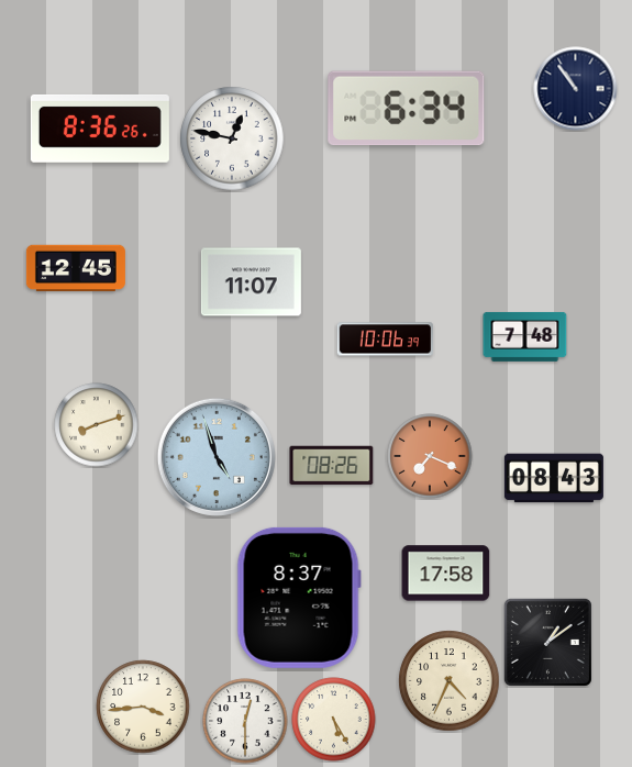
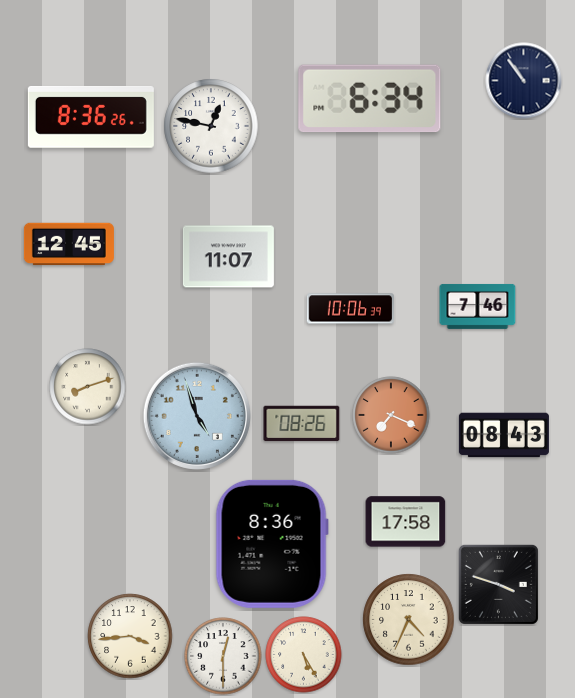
clock at (525, 336): 7:48 -> 7:46
clock at (299, 598): 8:37 -> 8:36
clock at (547, 642): 1:09 -> 3:48
clock at (143, 707) position: (143, 707) -> (130, 636)
